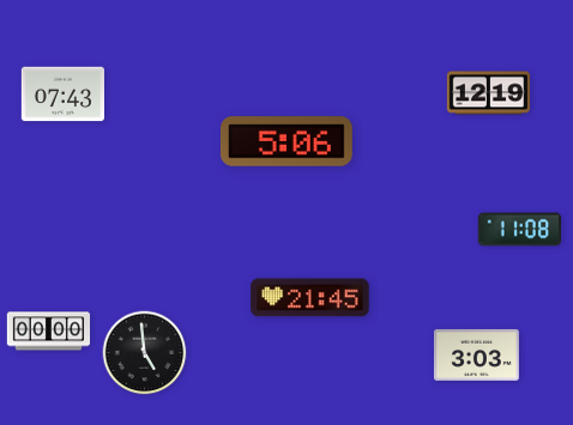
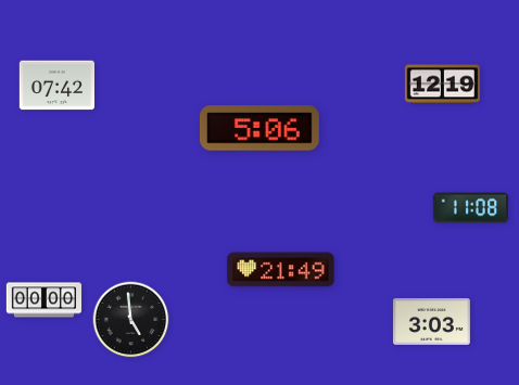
clock at (62, 95): 07:43 -> 07:42
clock at (310, 298): 21:45 -> 21:49
